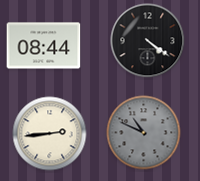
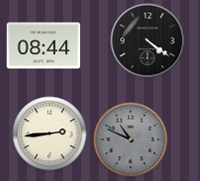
clock at (144, 133) position: (144, 133) -> (131, 140)
